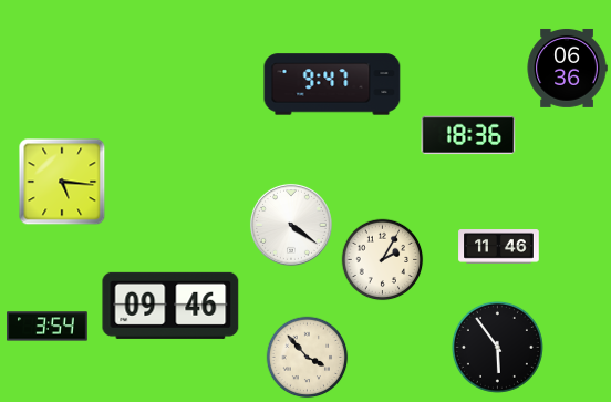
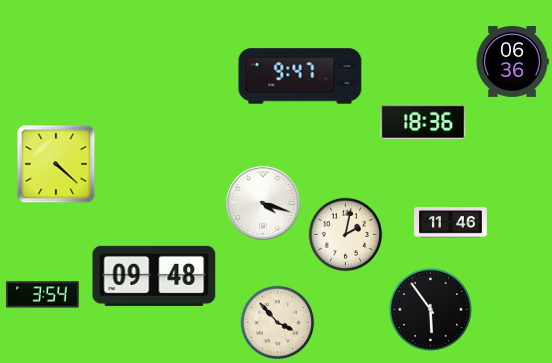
clock at (62, 182): 5:16 -> 4:22
clock at (291, 225): 4:21 -> 4:18
clock at (383, 260): 2:05 -> 2:02
clock at (170, 306): 09:46 -> 09:48
clock at (497, 347) position: (497, 347) -> (430, 309)
